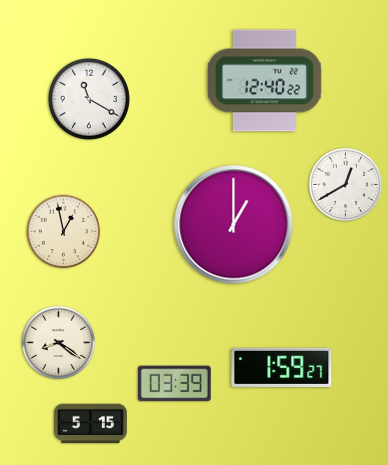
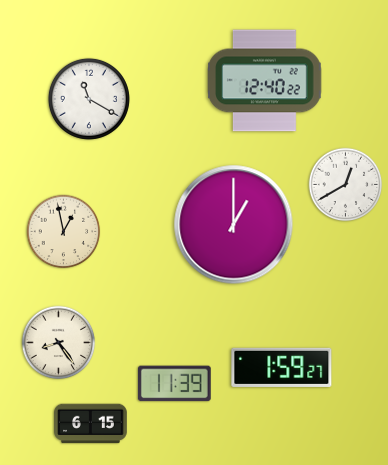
clock at (59, 343): 8:21 -> 8:24
clock at (174, 384): 03:39 -> 11:39
clock at (91, 424): 5:15 -> 6:15
